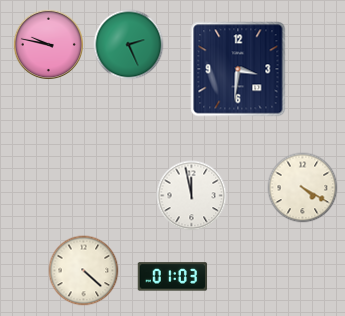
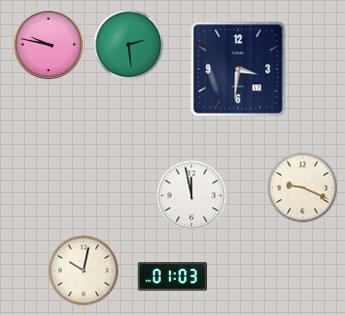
clock at (129, 45): 2:26 -> 2:29
clock at (303, 188): 4:20 -> 9:19
clock at (84, 271): 4:22 -> 10:02
